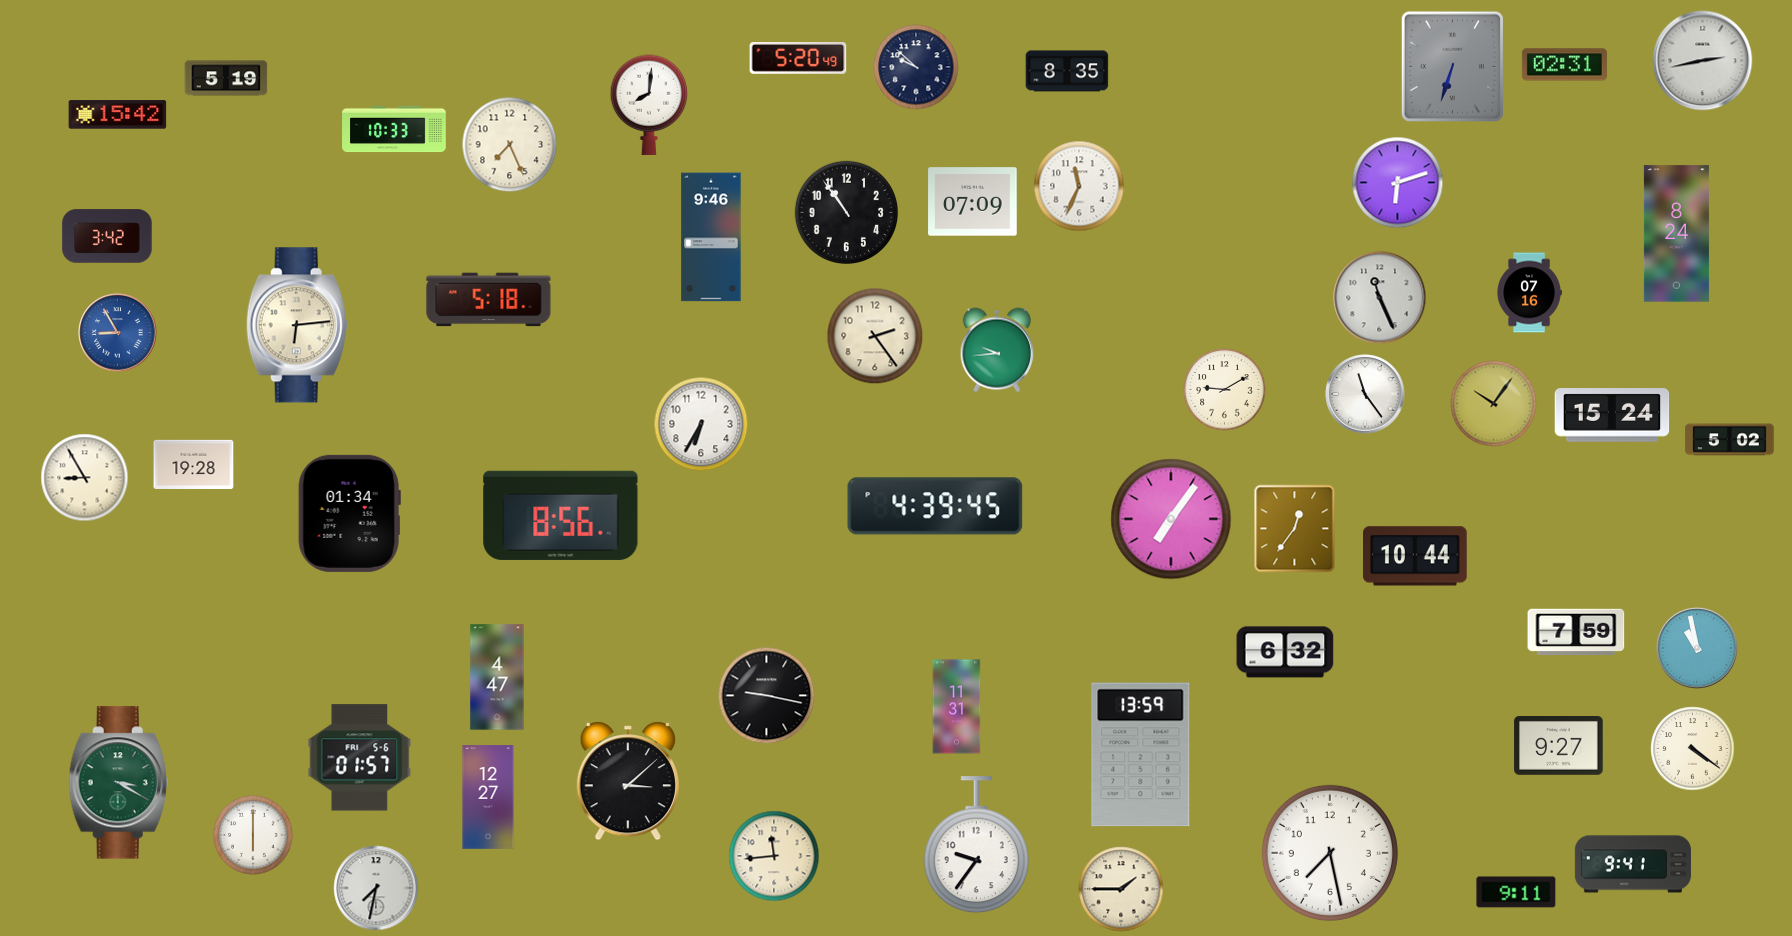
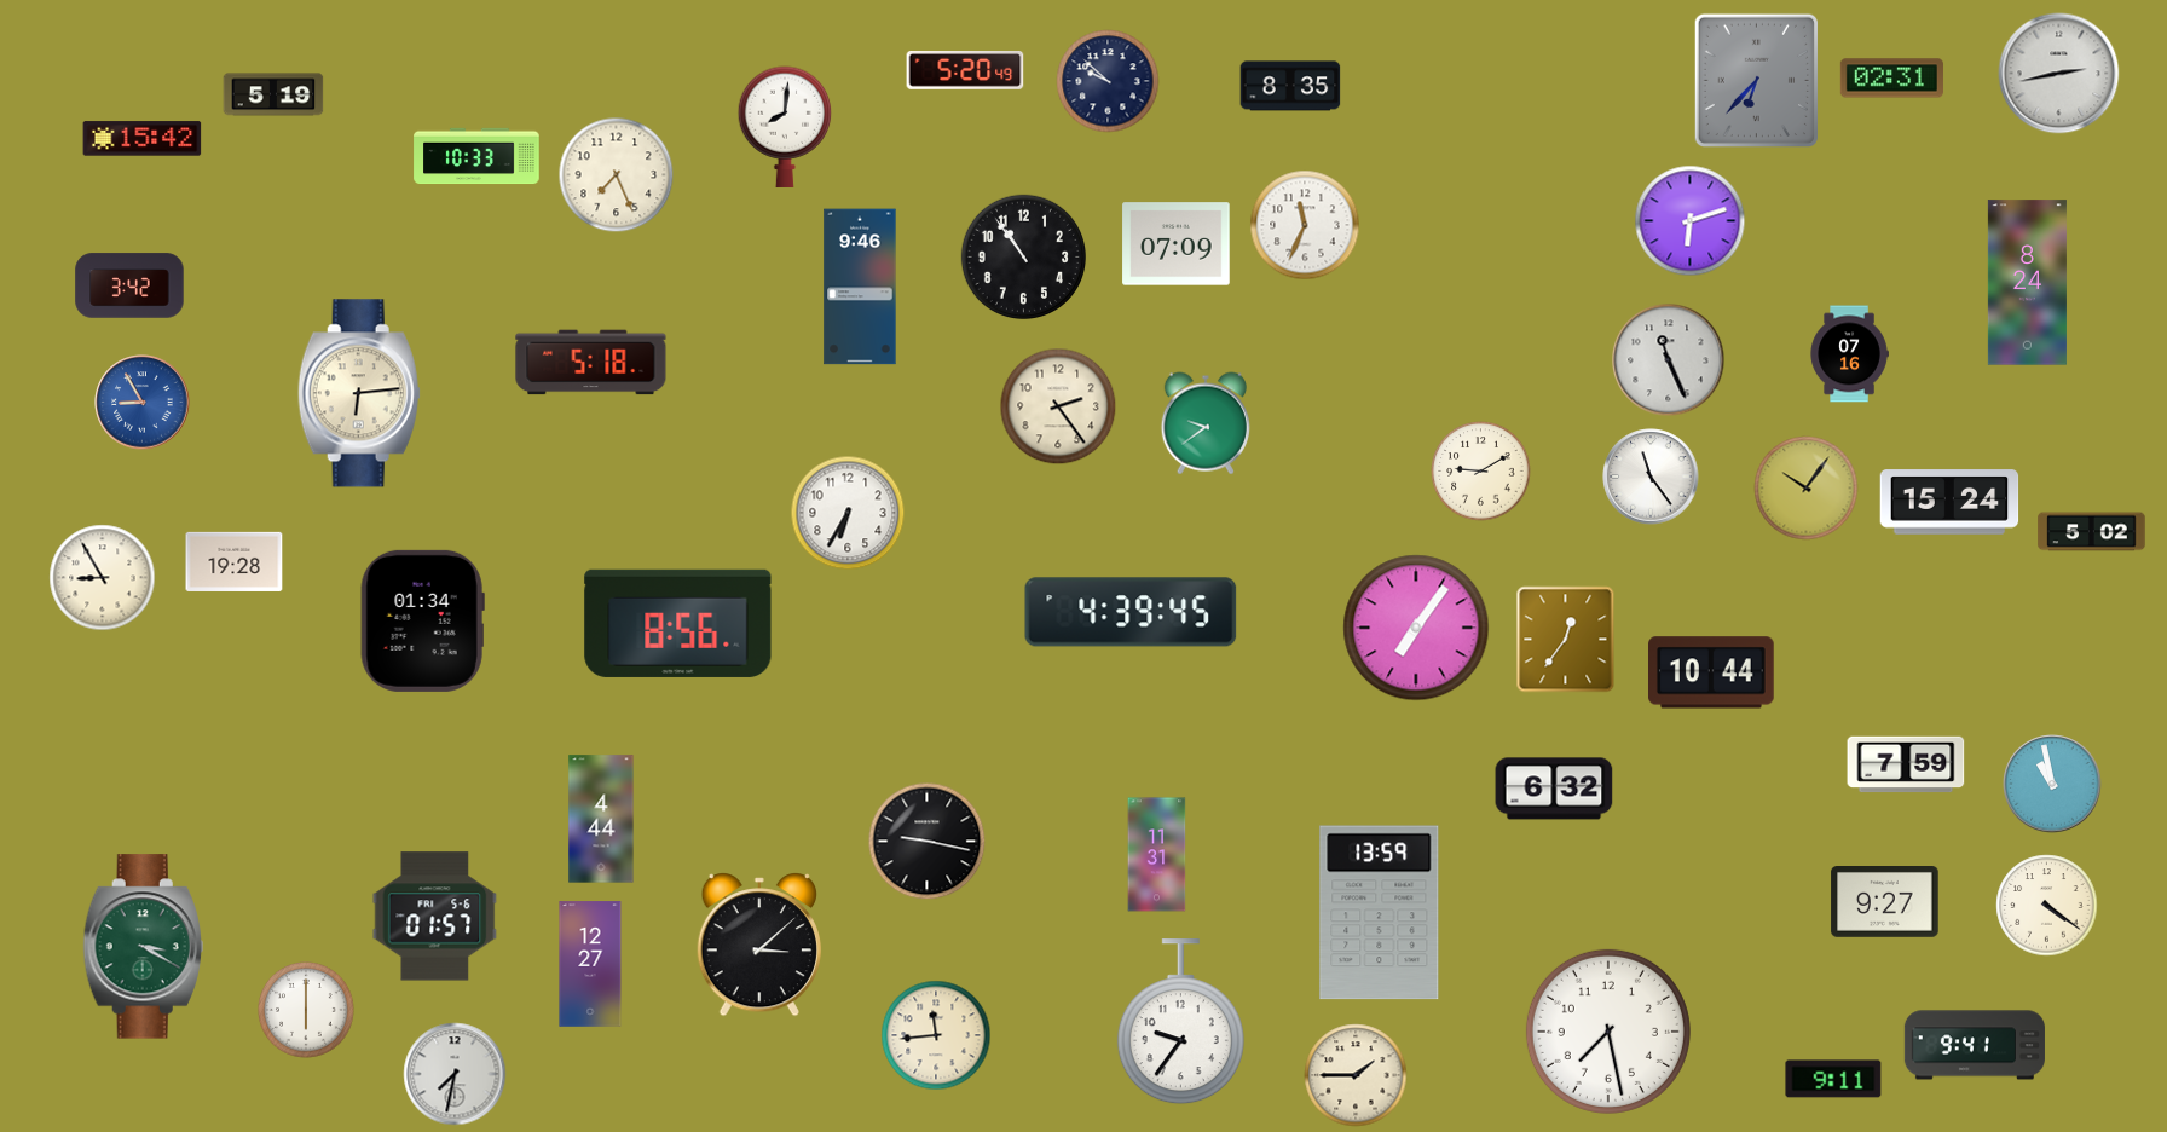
clock at (1452, 66): 6:33 -> 6:37
clock at (996, 350): 9:44 -> 9:39
clock at (497, 677): 4:47 -> 4:44
